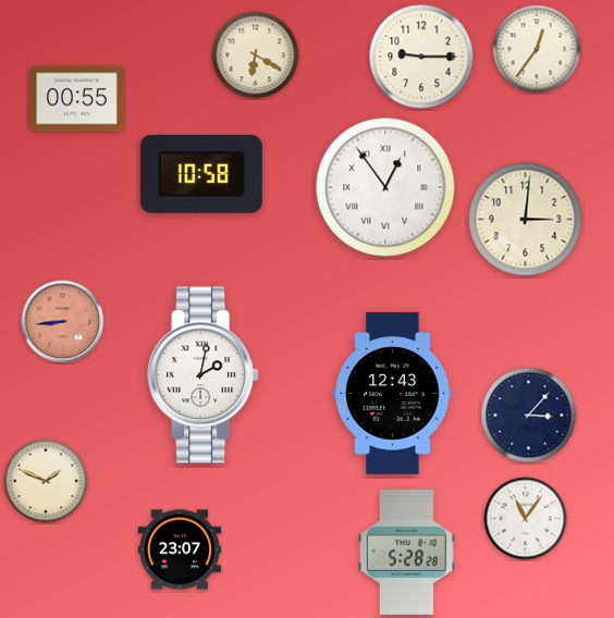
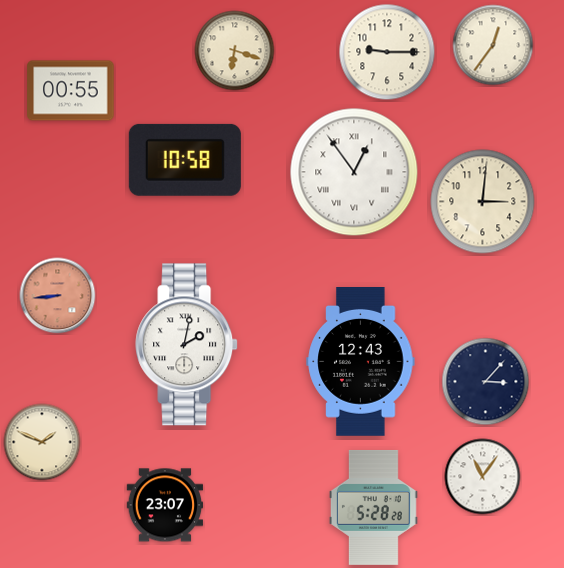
clock at (256, 55): 6:20 -> 6:18
